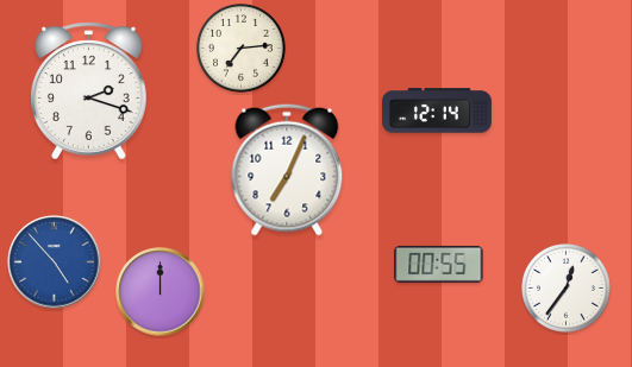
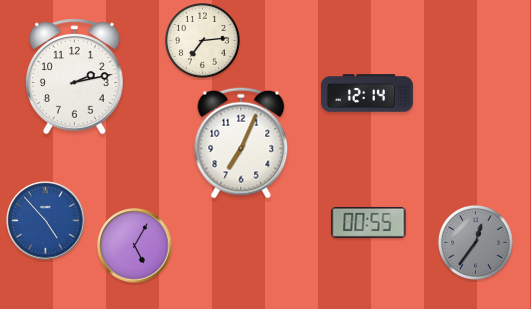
clock at (89, 91): 2:18 -> 2:13
clock at (567, 289) dial: white -> grey
clock at (161, 292): 12:00 -> 5:05
